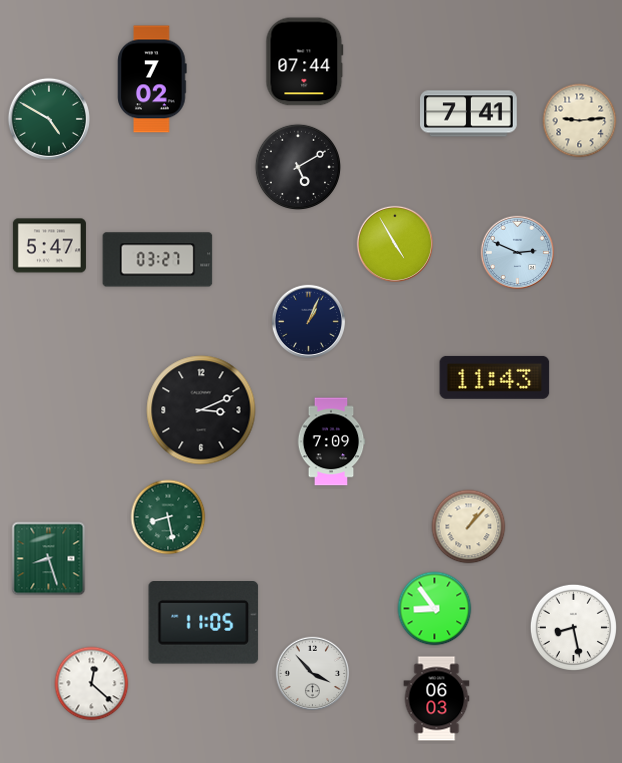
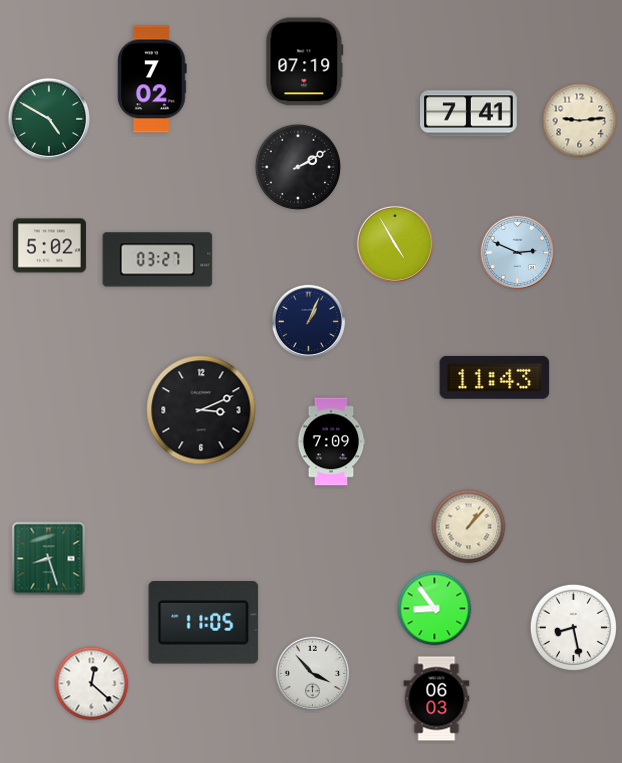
clock at (305, 62): 07:44 -> 07:19
clock at (297, 166): 5:10 -> 2:10
clock at (49, 246): 5:47 -> 5:02
clock at (168, 517): 8:28 -> none
